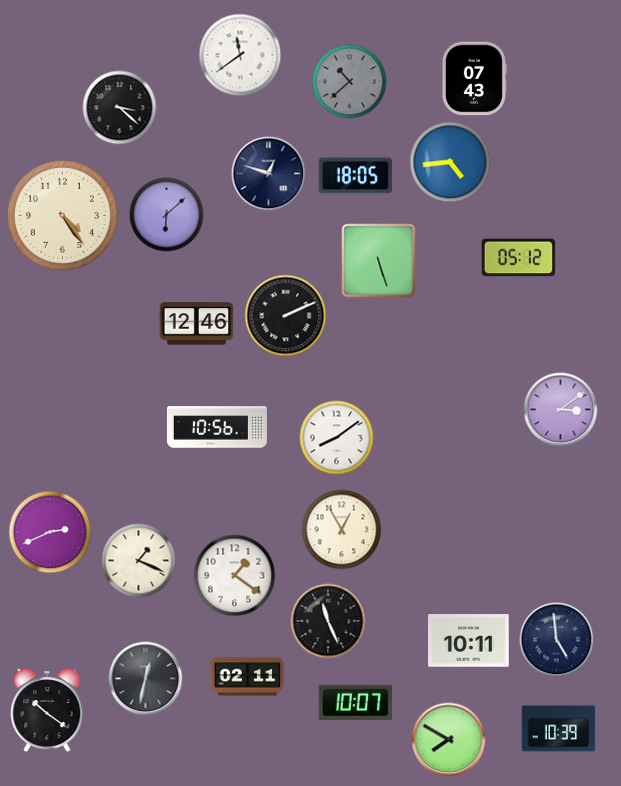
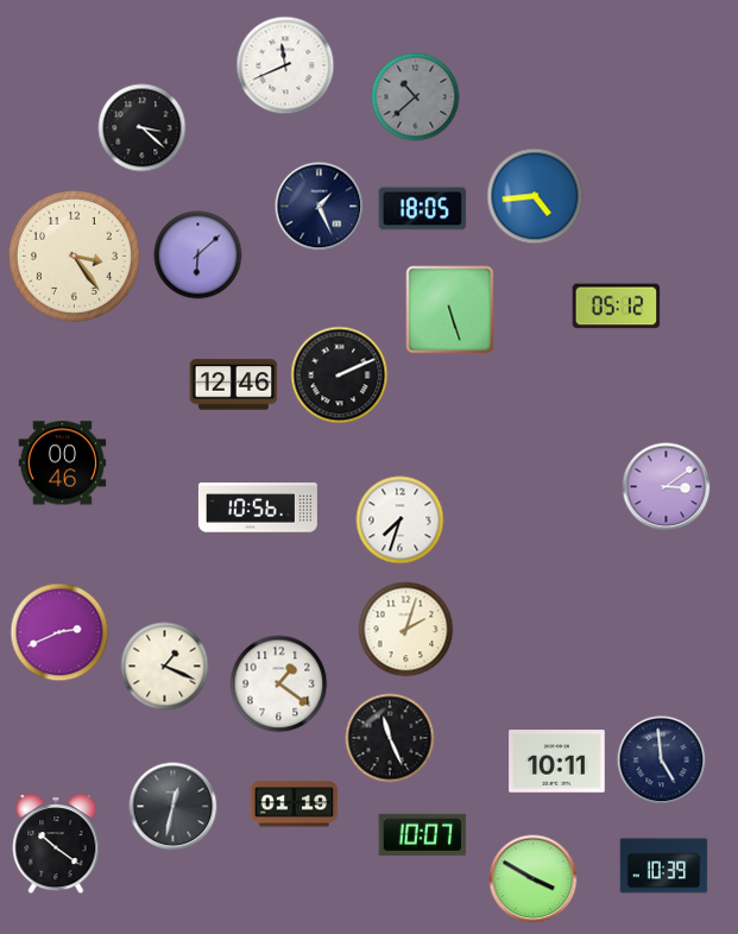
clock at (240, 55): 11:39 -> 11:41
clock at (474, 79): 07:43 -> none
clock at (450, 162) position: (450, 162) -> (535, 196)
clock at (269, 174): 12:48 -> 1:26
clock at (62, 215): 4:24 -> 3:24
clock at (63, 463): none -> 00:46
clock at (337, 438): 8:09 -> 7:33
clock at (342, 530): 12:55 -> 2:03
clock at (248, 677): 02:11 -> 01:19
clock at (449, 740): 7:50 -> 3:50
